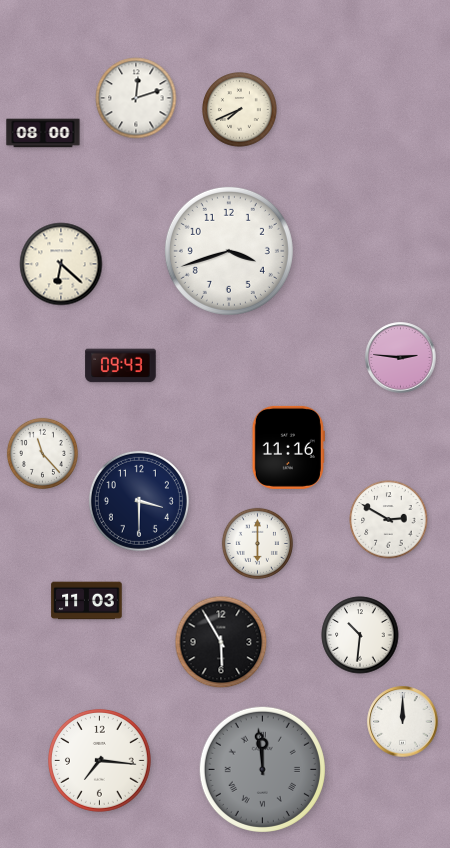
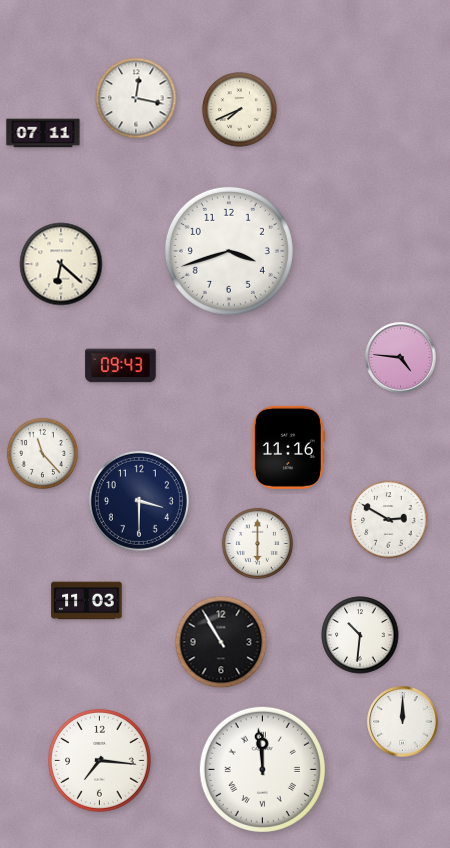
clock at (136, 98): 12:12 -> 12:17
clock at (43, 133): 08:00 -> 07:11
clock at (401, 358): 2:46 -> 4:46
clock at (221, 642): 5:55 -> 10:55
clock at (262, 769) dial: grey -> white
